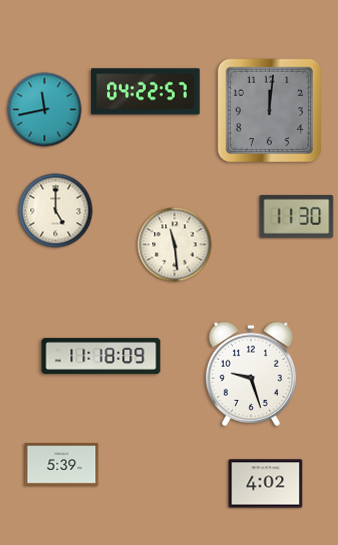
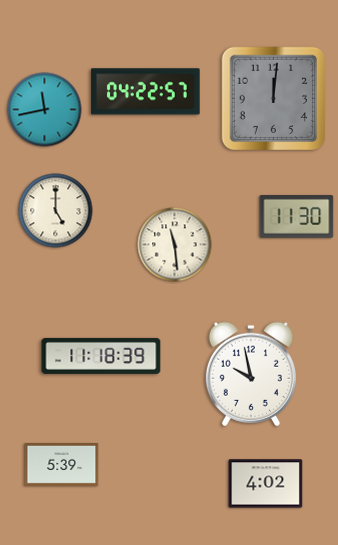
clock at (270, 111) position: (270, 111) -> (274, 99)
clock at (101, 356): 11:18:09 -> 11:18:39
clock at (251, 374): 9:27 -> 9:58
